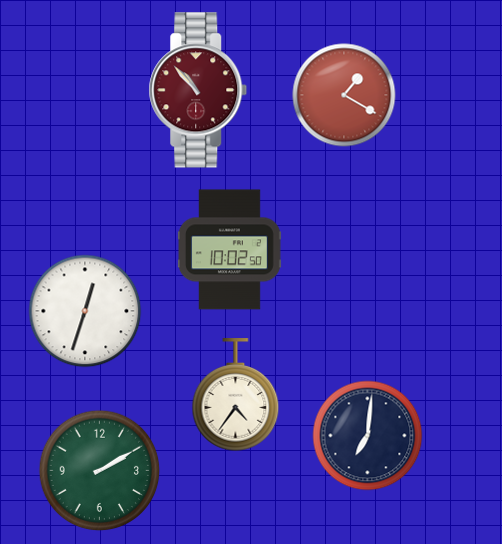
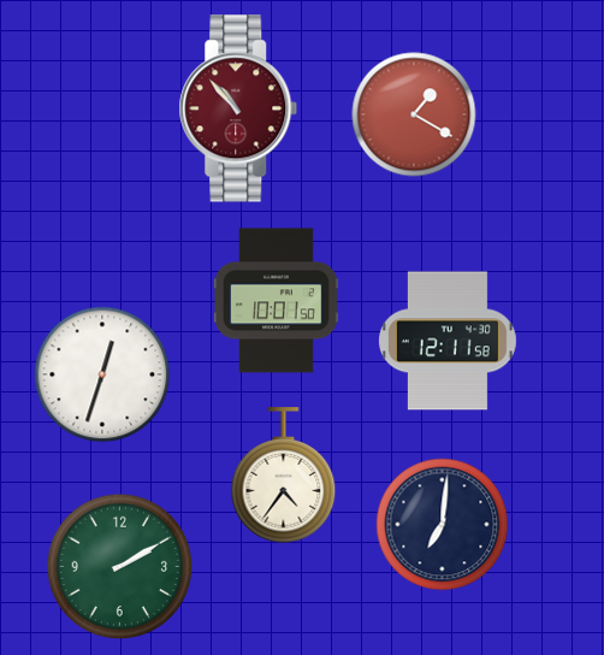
clock at (229, 250): 10:02 -> 10:01
clock at (449, 341): none -> 12:11
